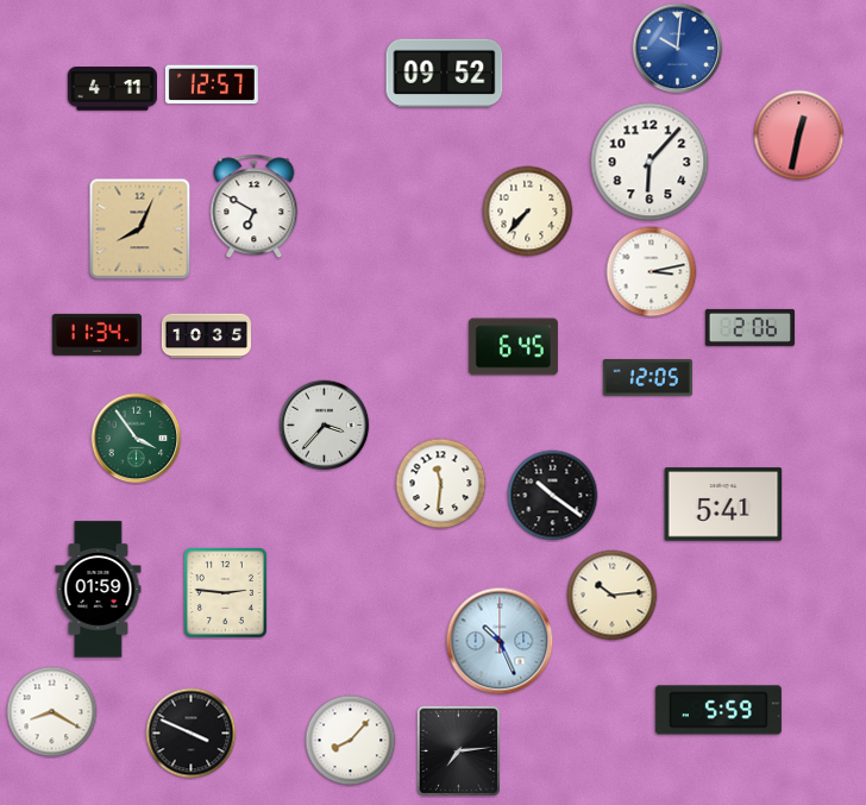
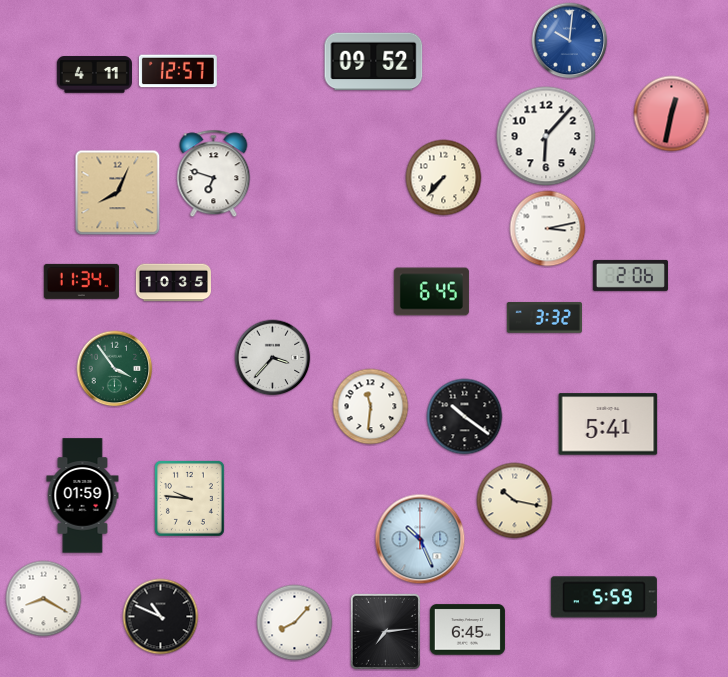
clock at (255, 207): 6:50 -> 6:48
clock at (647, 378): 12:05 -> 3:32
clock at (225, 592): 2:46 -> 9:46
clock at (613, 596): 10:14 -> 10:17
clock at (192, 734): 3:49 -> 10:49
clock at (467, 630): none -> 6:45
